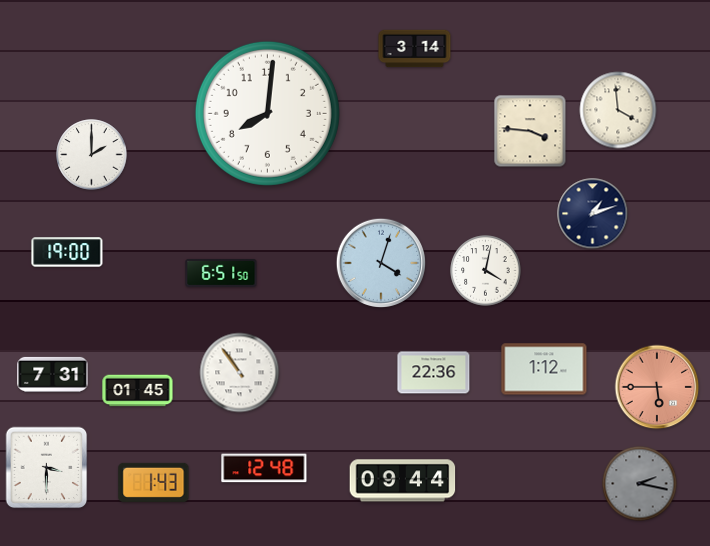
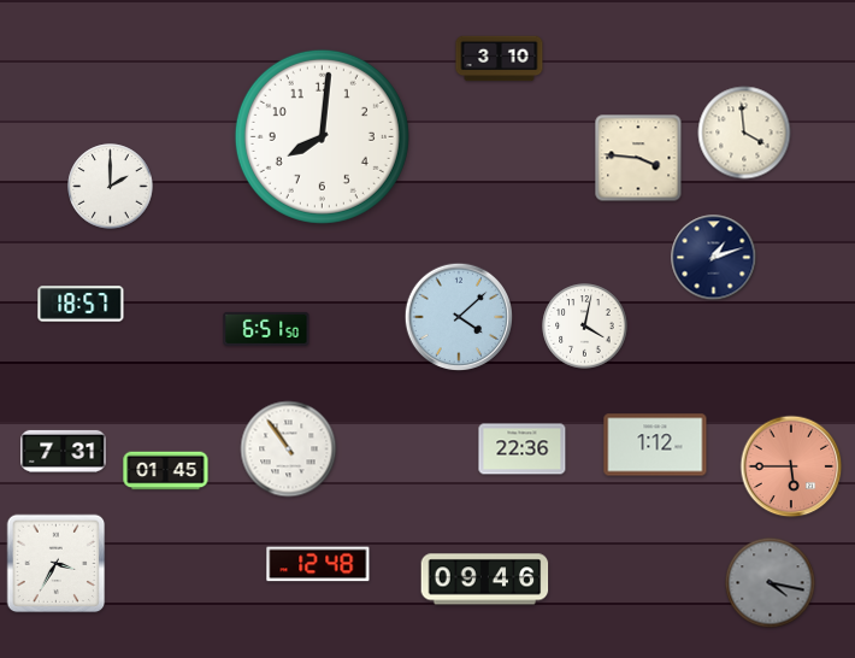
clock at (415, 49): 3:14 -> 3:10
clock at (67, 252): 19:00 -> 18:57
clock at (380, 262): 4:03 -> 4:08
clock at (47, 468): 3:30 -> 3:35
clock at (403, 481): 09:44 -> 09:46
clock at (154, 482): 1:43 -> none
clock at (640, 484): 2:17 -> 4:17
